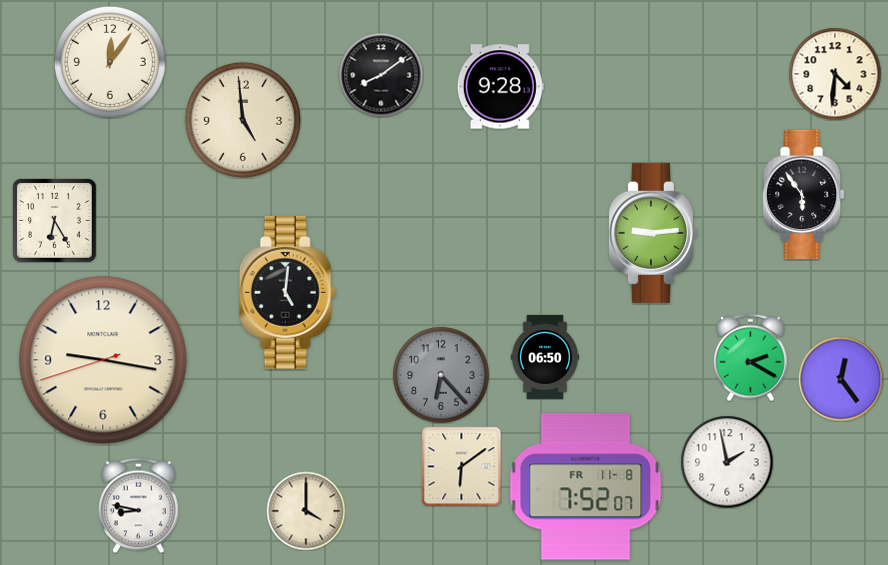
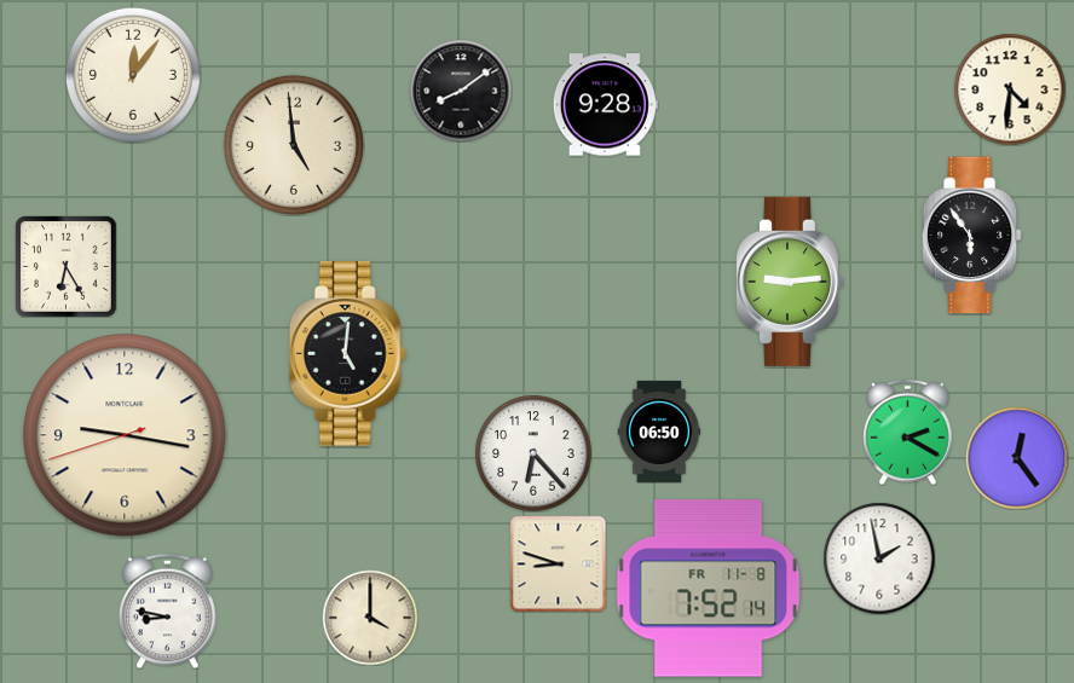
clock at (441, 375) dial: grey -> white
clock at (461, 466): 6:09 -> 8:48
clock at (586, 487): 7:52:07 -> 7:52:14
